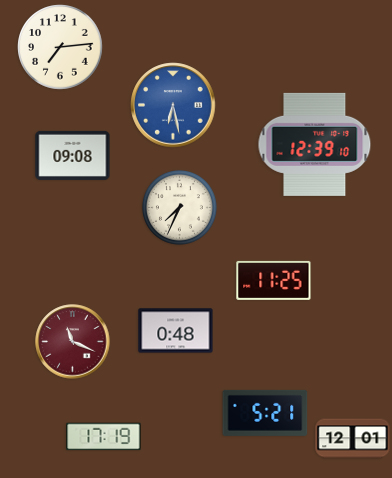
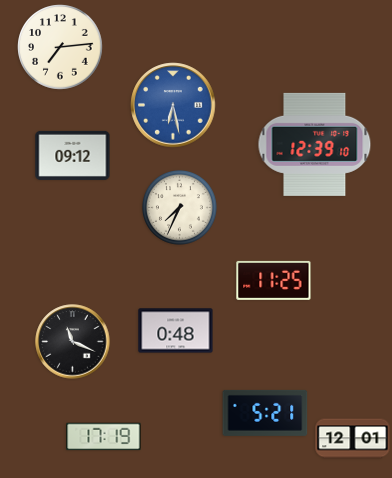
clock at (73, 155): 09:08 -> 09:12
clock at (73, 342) dial: burgundy -> black
